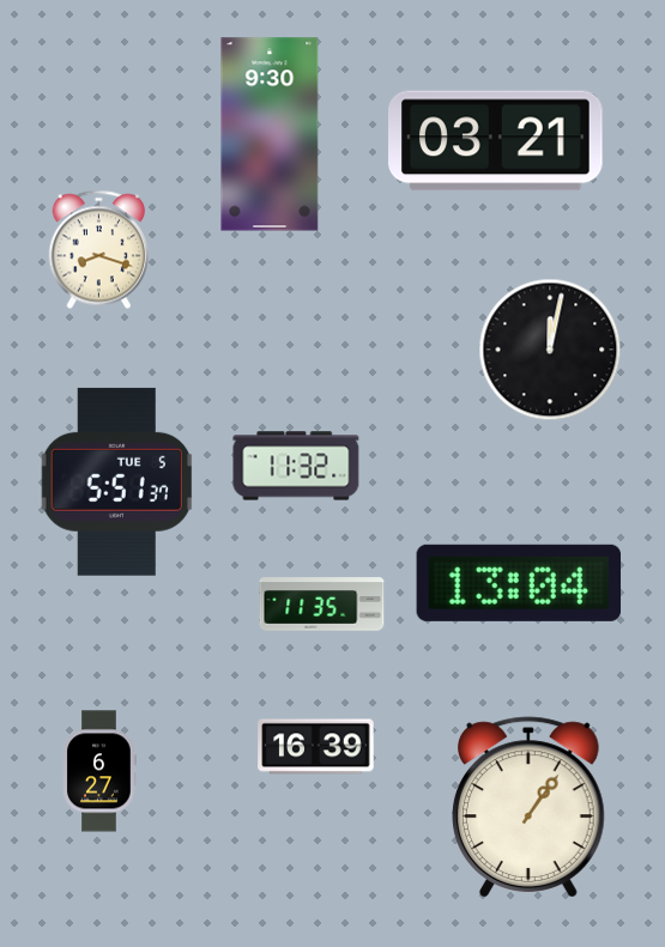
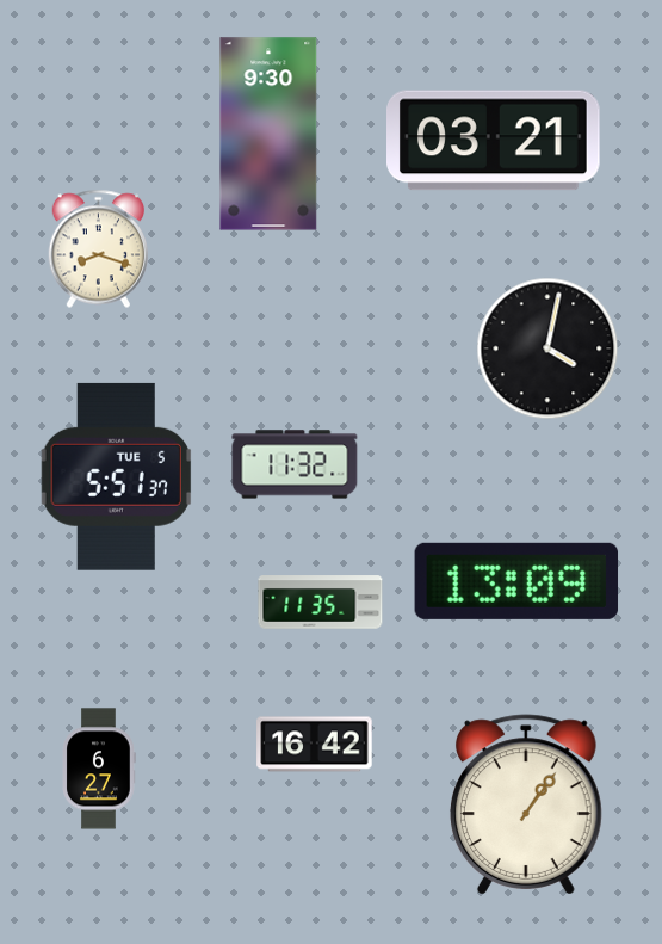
clock at (550, 350): 12:02 -> 4:02
clock at (116, 481) position: (116, 481) -> (116, 476)
clock at (519, 583): 13:04 -> 13:09
clock at (316, 747): 16:39 -> 16:42
